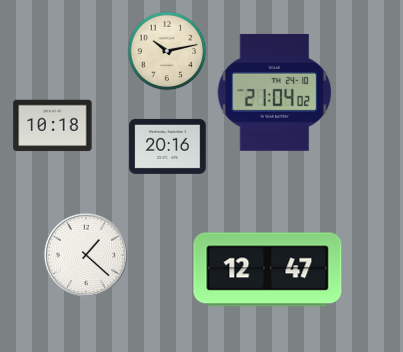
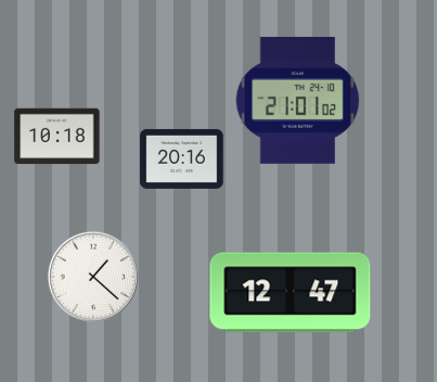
clock at (167, 51): 10:13 -> none
clock at (275, 92): 21:04 -> 21:01
